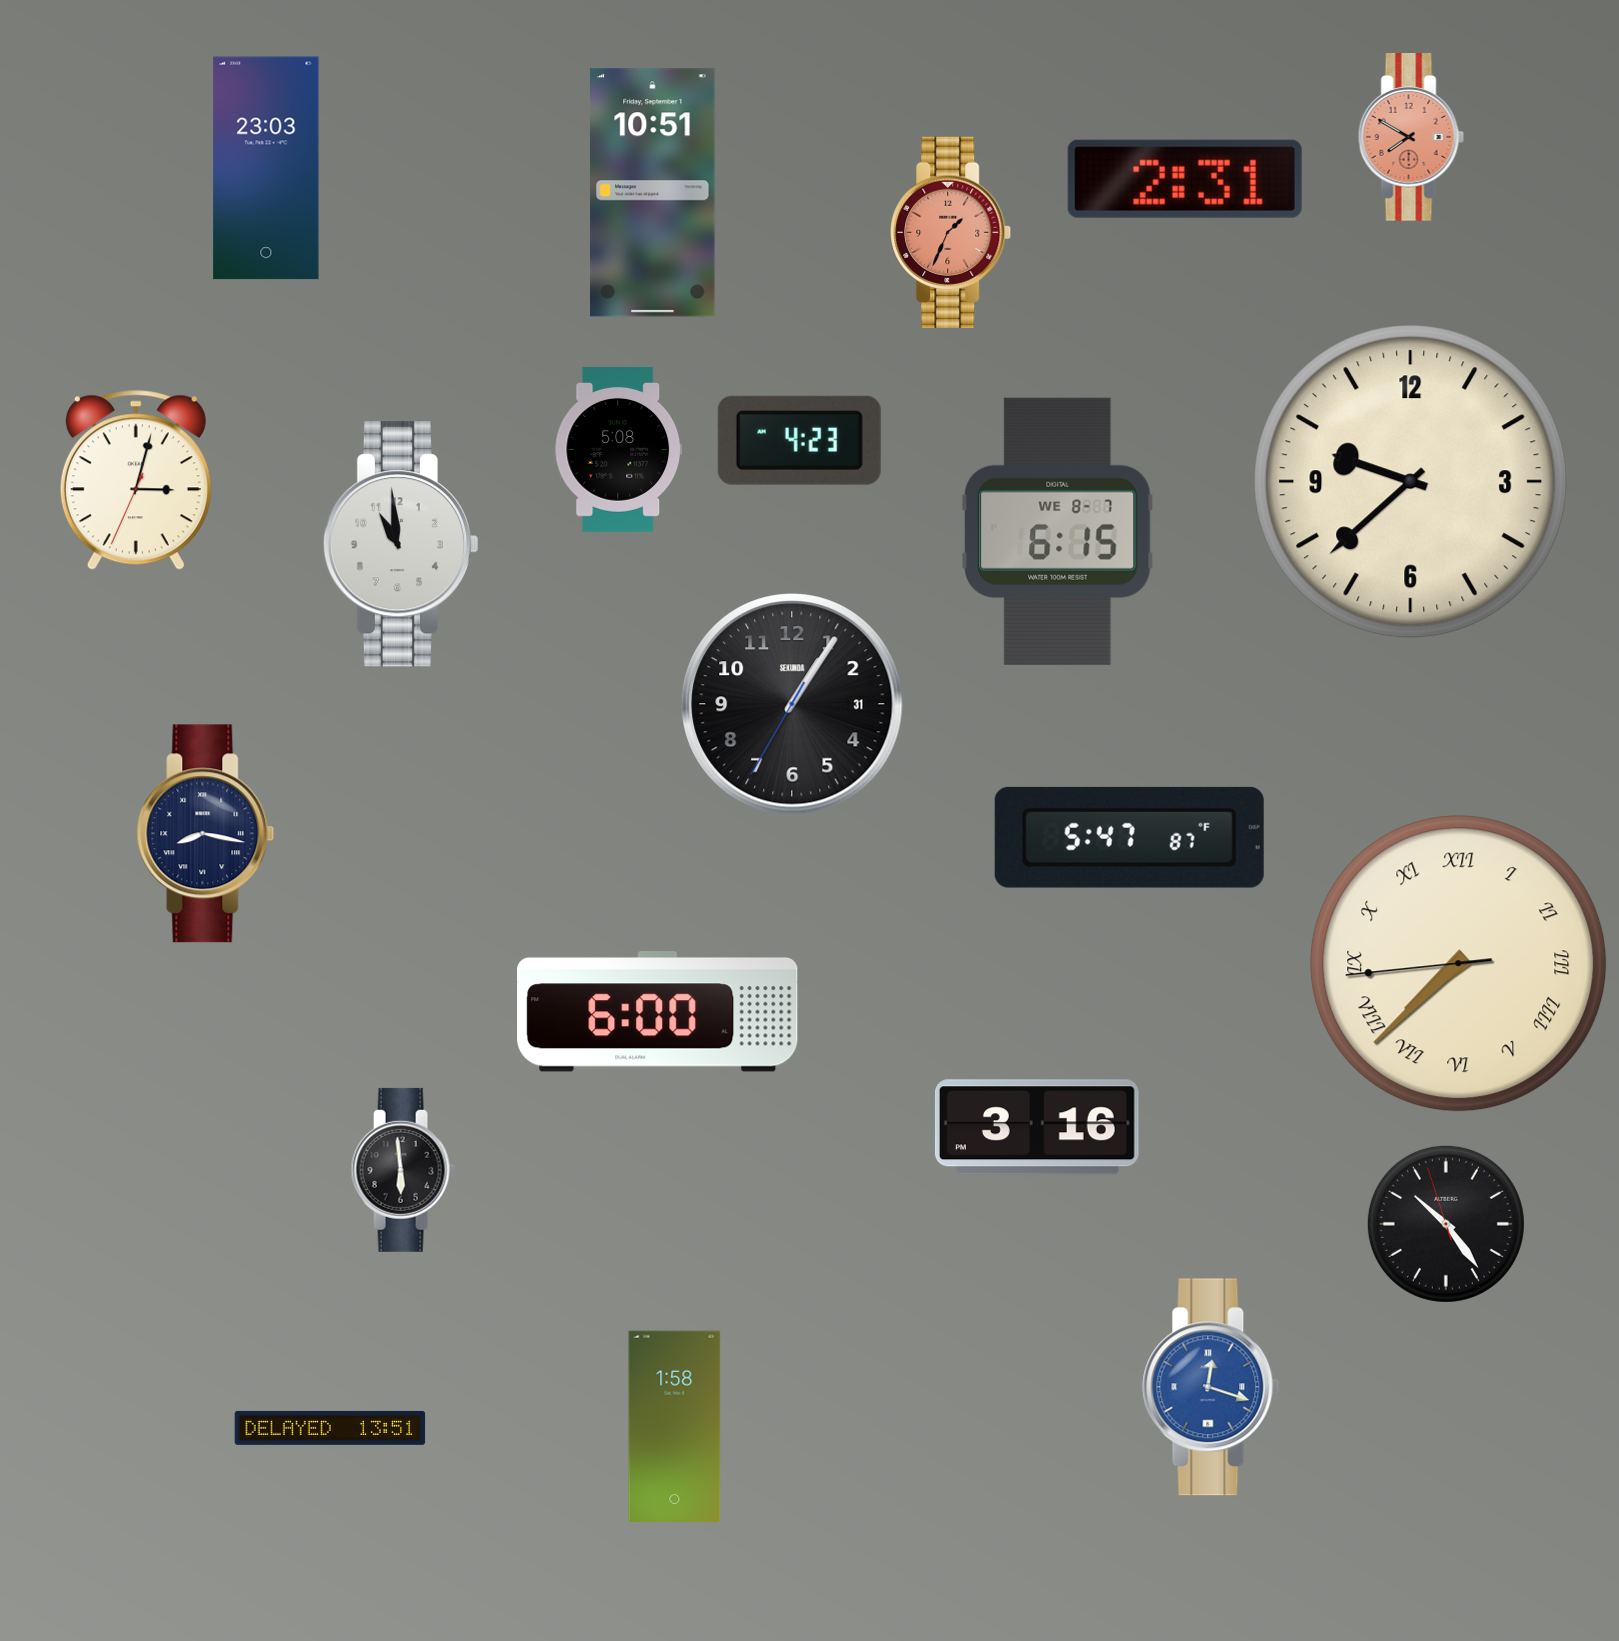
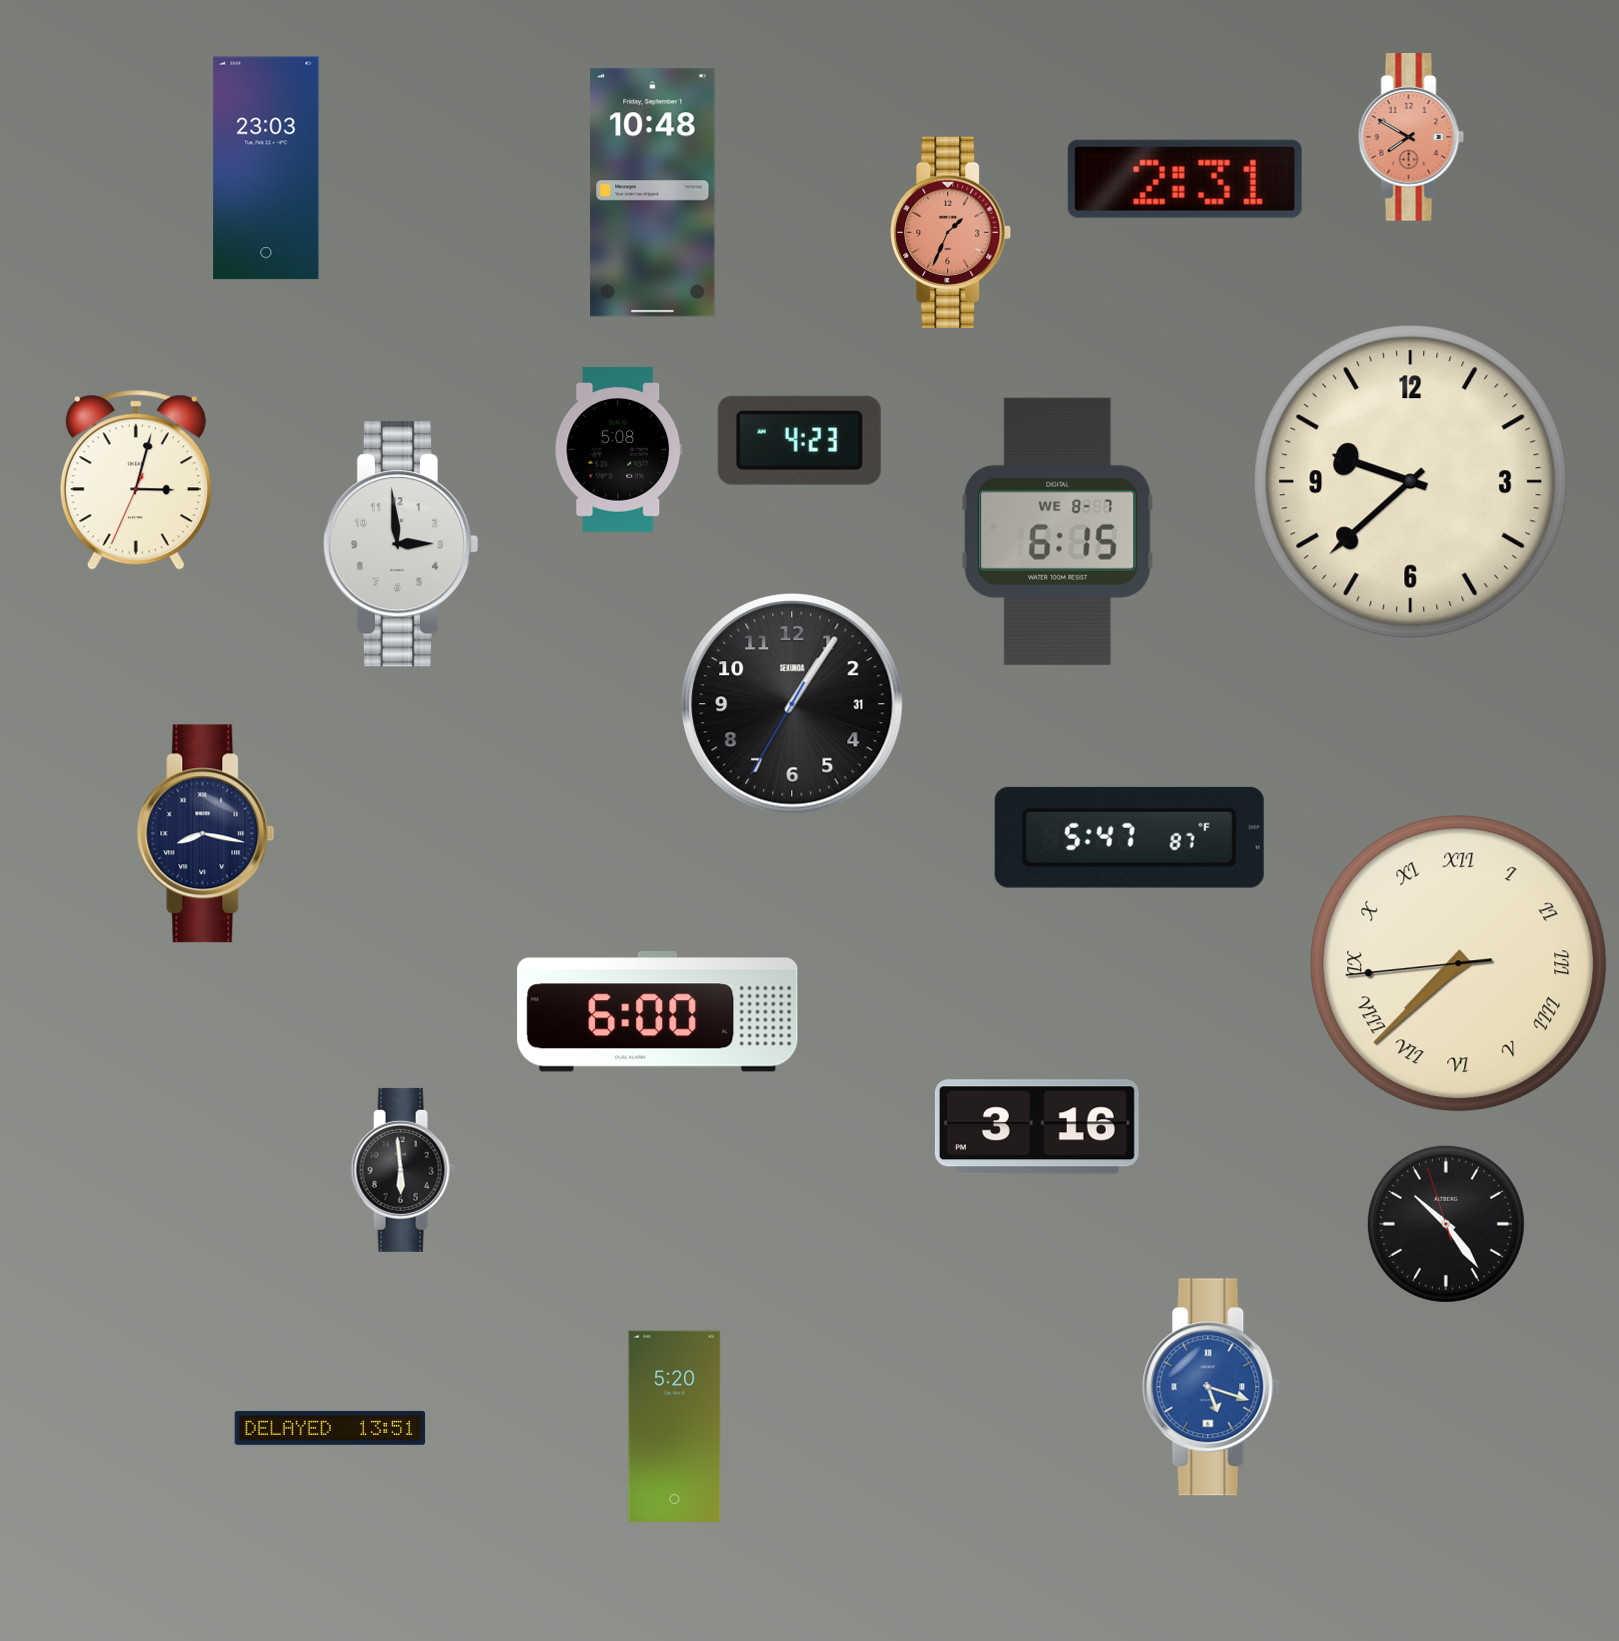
clock at (653, 193): 10:51 -> 10:48
clock at (400, 544): 10:59 -> 2:59
clock at (1211, 1387): 12:18 -> 5:18
clock at (675, 1426): 1:58 -> 5:20
